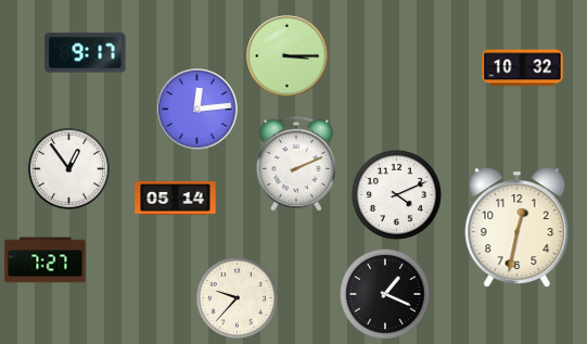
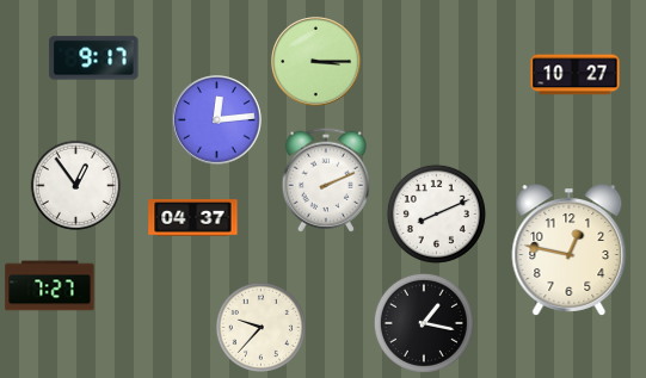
clock at (523, 68): 10:32 -> 10:27
clock at (396, 194): 4:11 -> 8:11
clock at (176, 199): 05:14 -> 04:37
clock at (518, 228): 12:32 -> 12:47
clock at (385, 294): 1:19 -> 1:17
